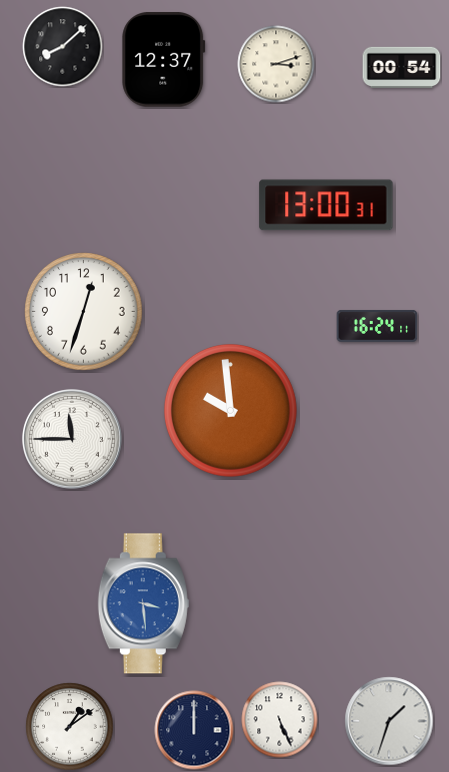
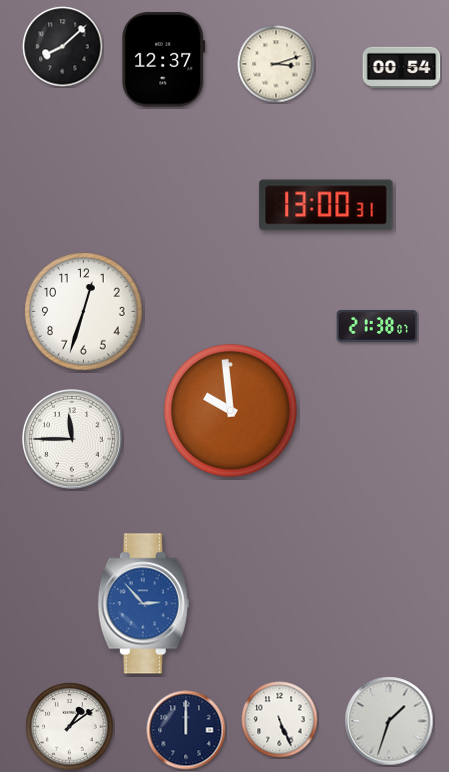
clock at (377, 326): 16:24 -> 21:38
clock at (143, 604): 3:29 -> 2:53
clock at (194, 730) position: (194, 730) -> (186, 730)
